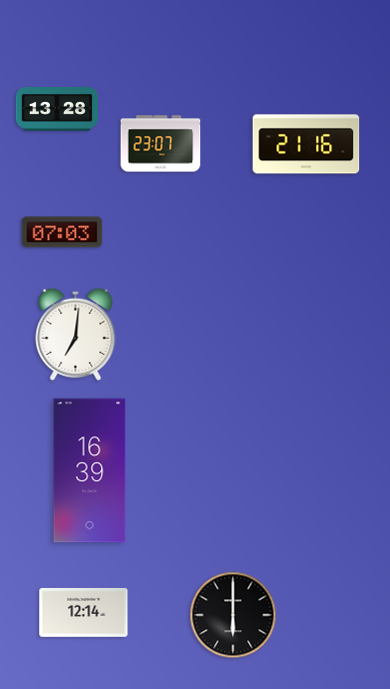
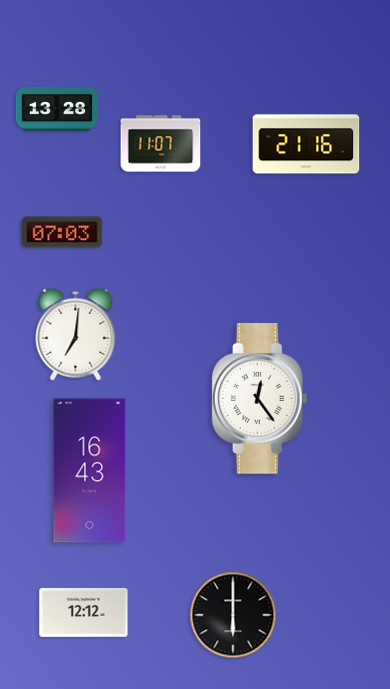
clock at (161, 144): 23:07 -> 11:07
clock at (260, 399): none -> 12:24
clock at (90, 471): 16:39 -> 16:43
clock at (84, 612): 12:14 -> 12:12
